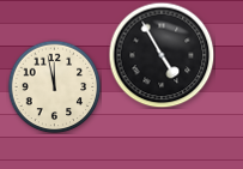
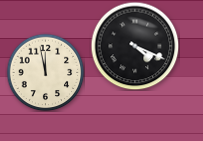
clock at (162, 55): 4:55 -> 4:19
